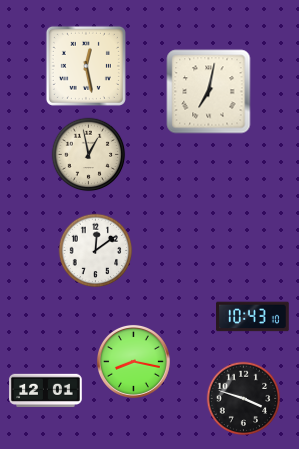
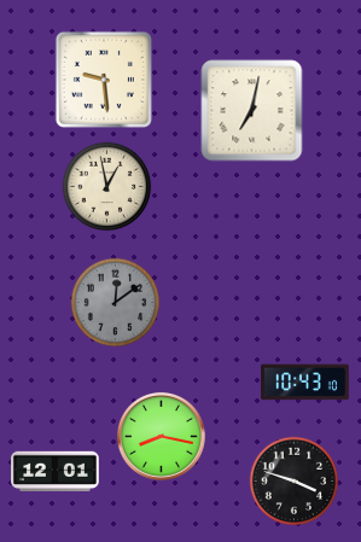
clock at (86, 66): 12:28 -> 9:29
clock at (96, 251) dial: white -> grey
